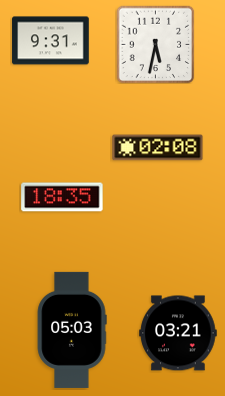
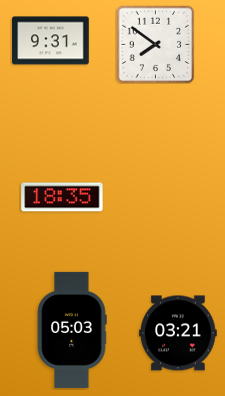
clock at (155, 44): 5:32 -> 7:51
clock at (158, 148): 02:08 -> none
